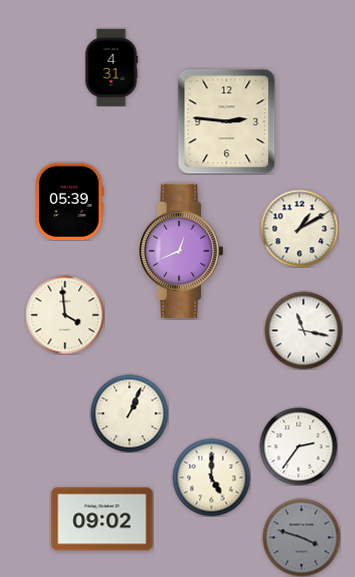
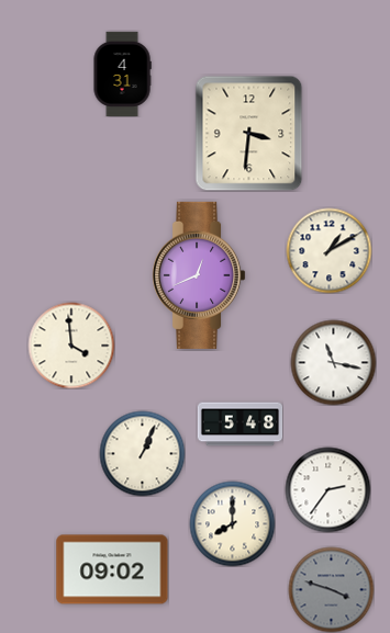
clock at (227, 121): 2:46 -> 3:31
clock at (69, 201): 05:39 -> none
clock at (239, 425): none -> 5:48
clock at (211, 477): 5:00 -> 8:00
